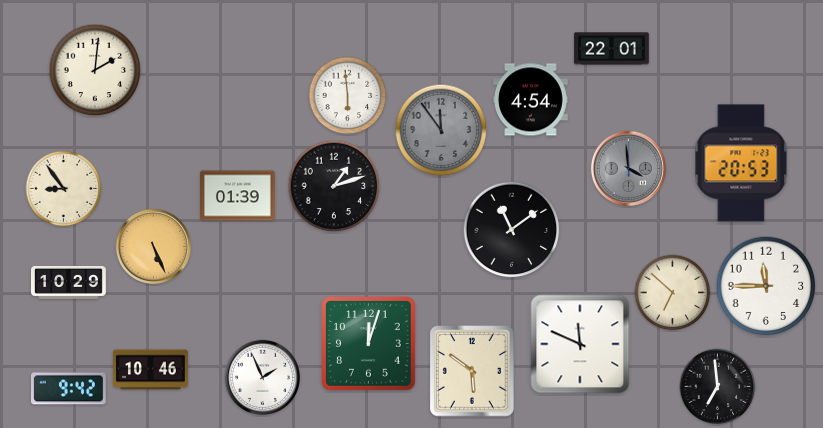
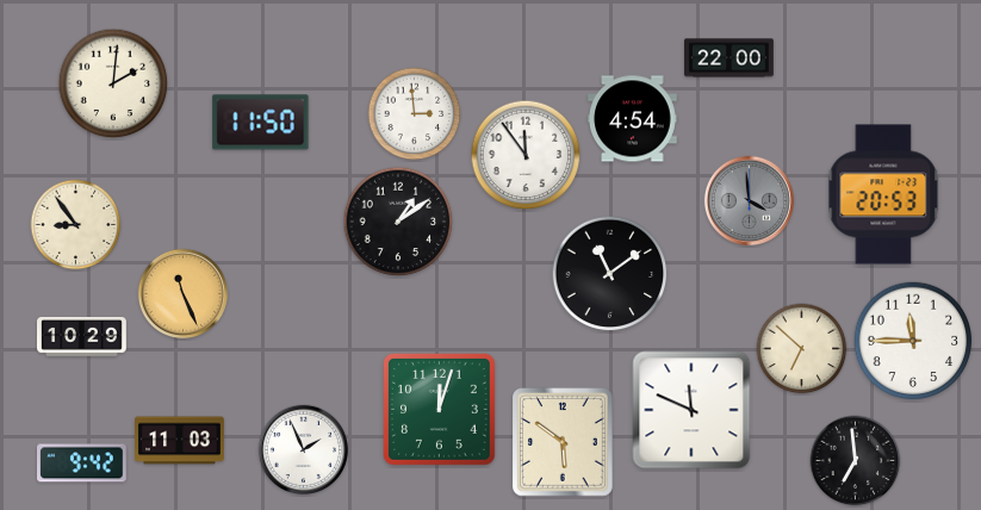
clock at (612, 49): 22:01 -> 22:00
clock at (348, 96): 5:59 -> 2:59
clock at (261, 123): none -> 11:50
clock at (441, 130) dial: grey -> white
clock at (334, 186): 1:12 -> 1:09
clock at (238, 196): 01:39 -> none
clock at (153, 246): 5:26 -> 11:26
clock at (151, 370): 10:46 -> 11:03
clock at (262, 377) position: (262, 377) -> (303, 449)
